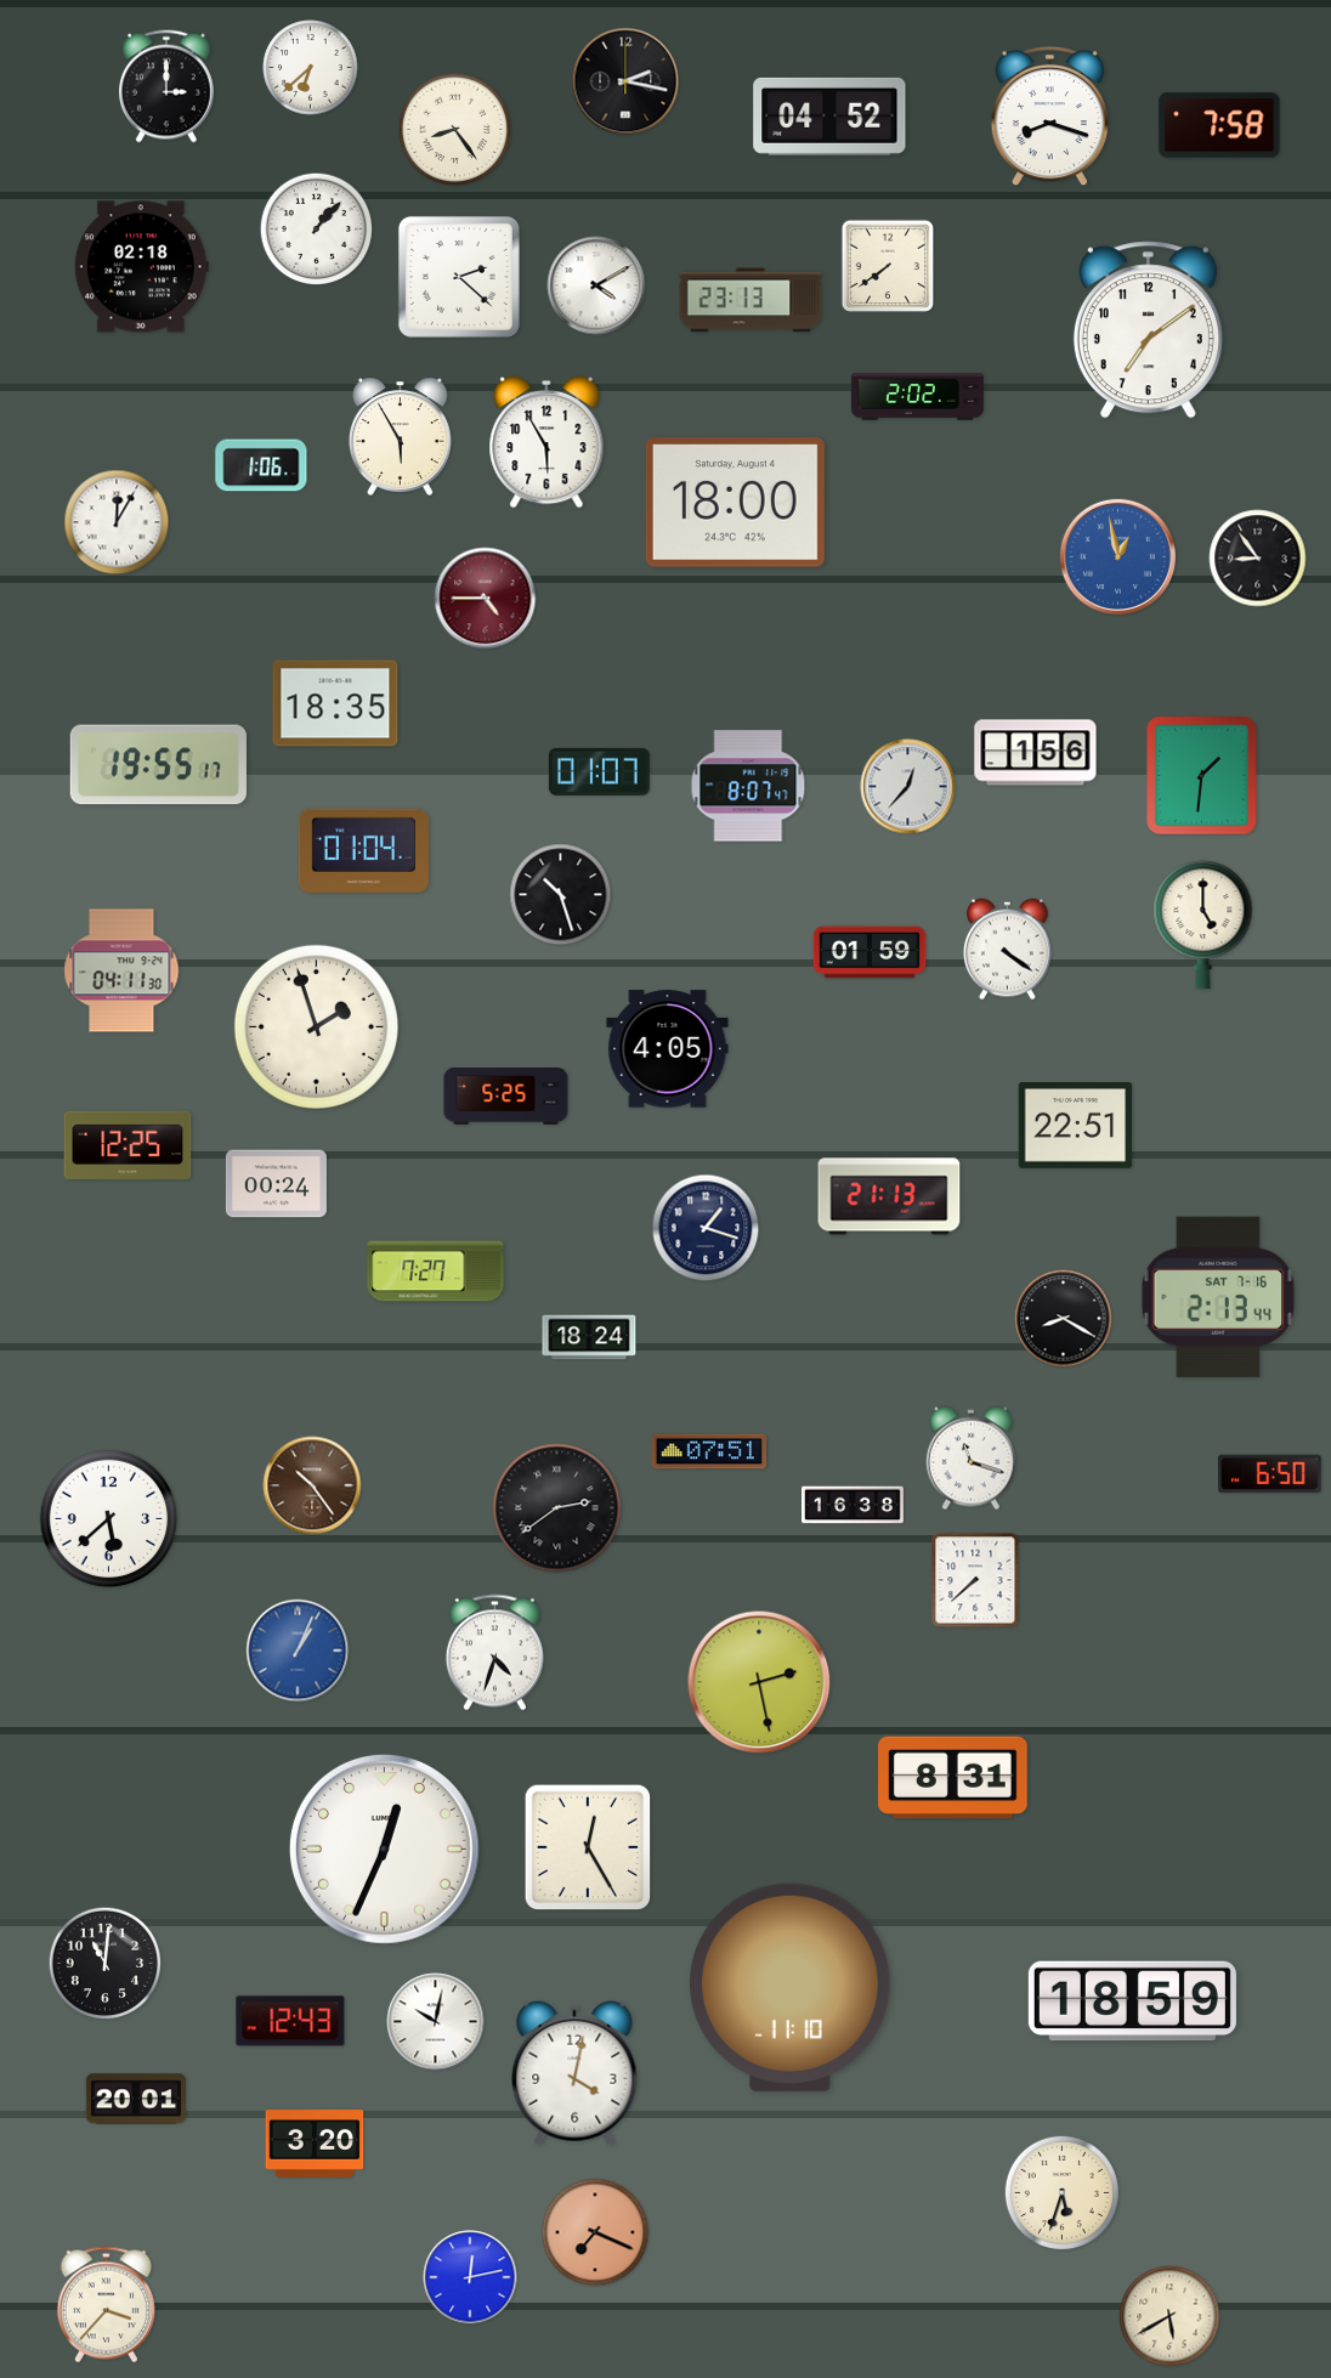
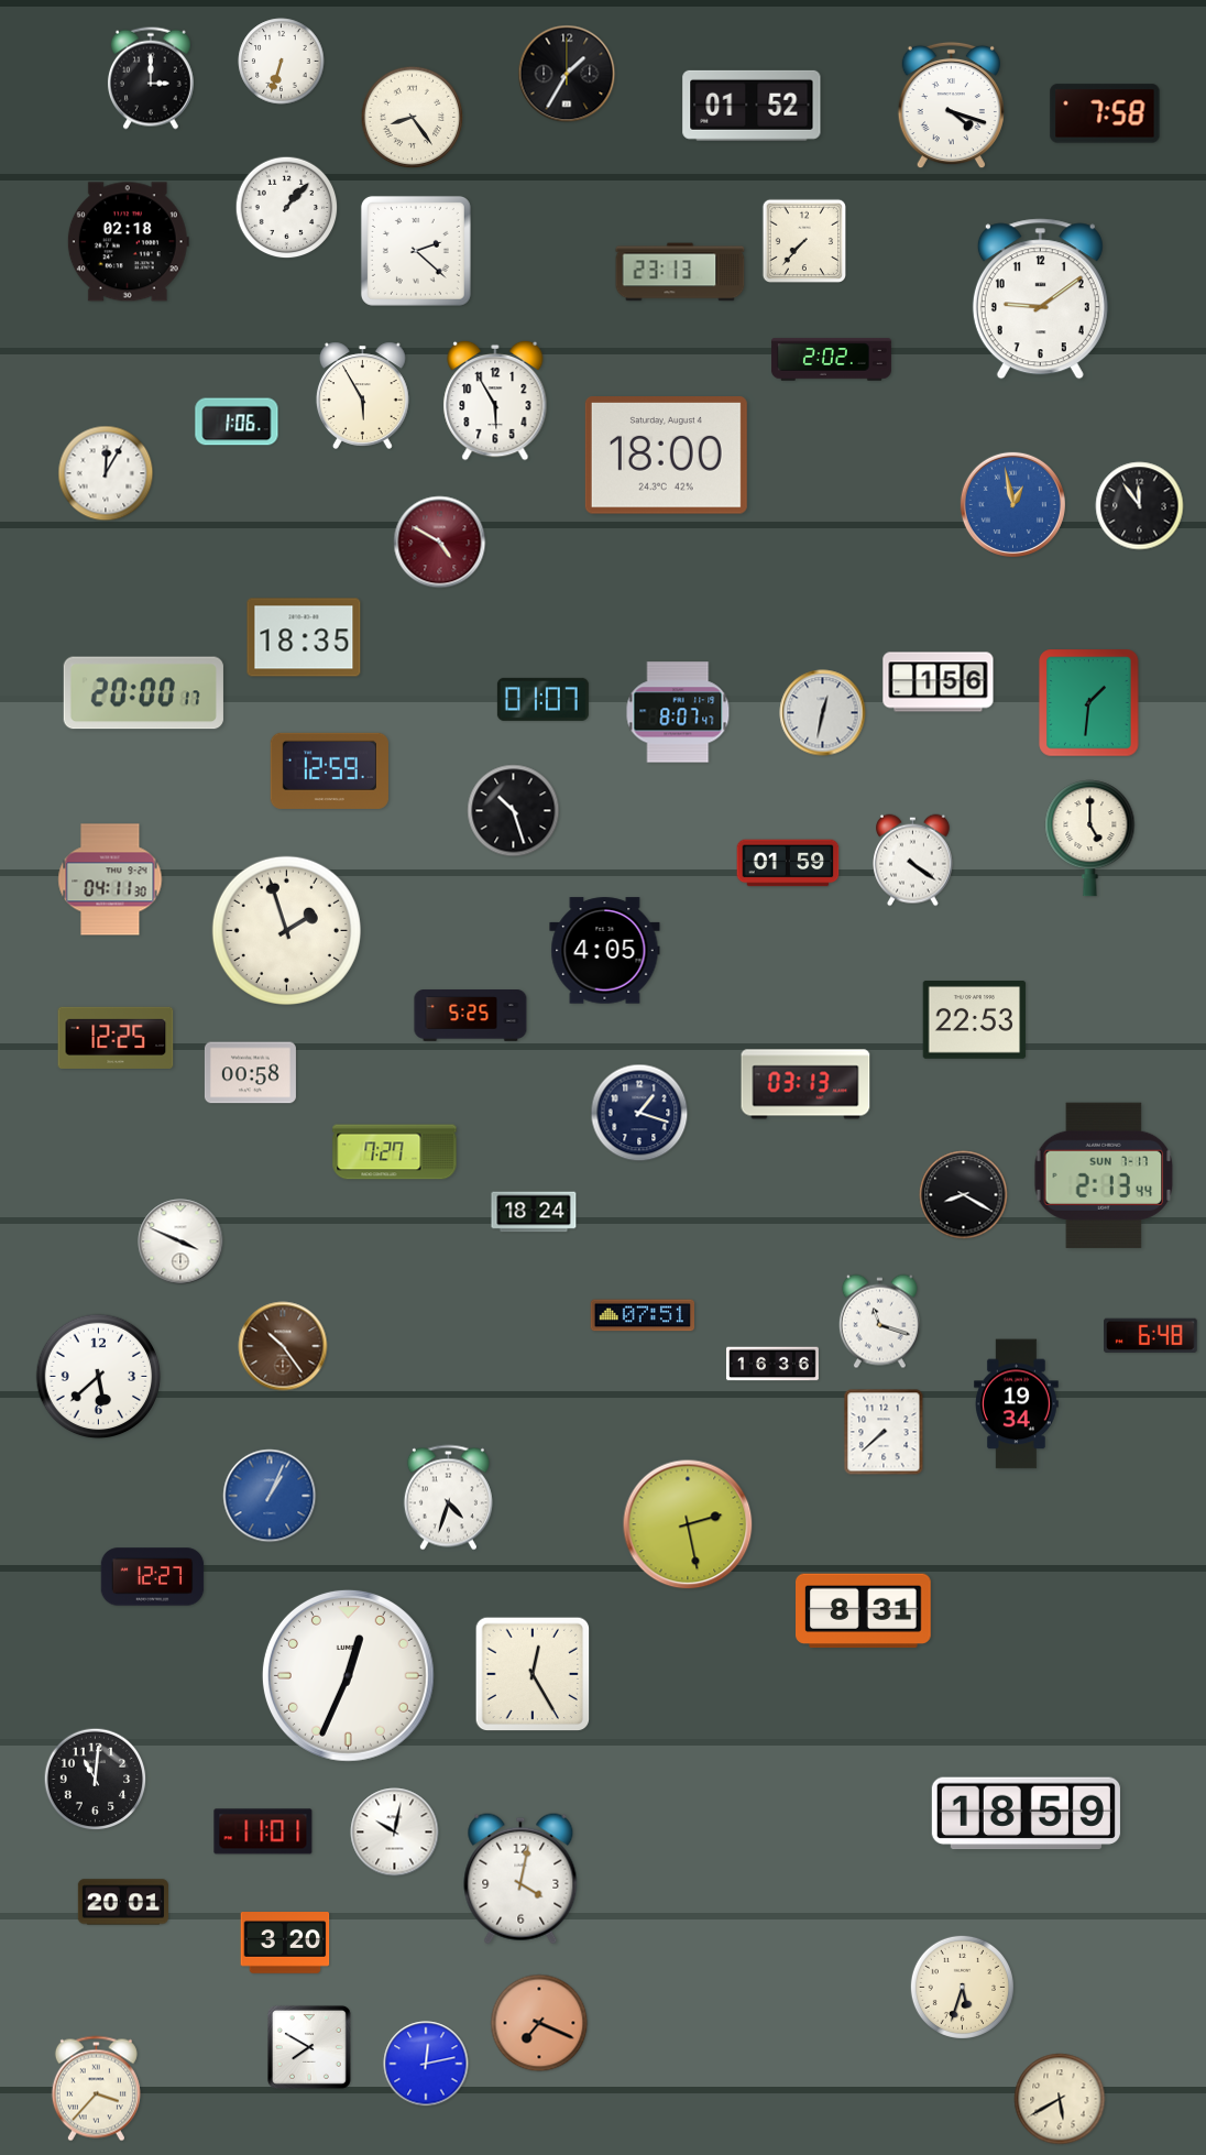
clock at (311, 68): 6:38 -> 6:33
clock at (625, 81): 2:17 -> 1:35
clock at (829, 117): 04:52 -> 01:52
clock at (1049, 117): 8:18 -> 4:18
clock at (887, 265): 7:39 -> 7:37
clock at (596, 285): 4:10 -> none
clock at (1148, 330): 7:09 -> 9:09
clock at (1258, 559): 8:54 -> 11:54
clock at (486, 599): 4:45 -> 4:50
clock at (158, 765): 19:55 -> 20:00
clock at (908, 787): 12:37 -> 12:32
clock at (363, 850): 01:04 -> 12:59
clock at (561, 895) position: (561, 895) -> (514, 811)
clock at (506, 1097) position: (506, 1097) -> (471, 1016)
clock at (1076, 1126): 22:51 -> 22:53
clock at (276, 1184): 00:24 -> 00:58
clock at (889, 1196): 21:13 -> 03:13
clock at (1218, 1297) date: SAT 7-16 -> SUN 7-17
clock at (180, 1241): none -> 3:49
clock at (1270, 1474): 6:50 -> 6:48
clock at (853, 1505): 16:38 -> 16:36
clock at (557, 1508): 2:39 -> none
clock at (1017, 1404): none -> 19:34
clock at (153, 1577): none -> 12:27
clock at (791, 1987): 11:10 -> none
clock at (290, 2021): 12:43 -> 11:01
clock at (309, 2047): none -> 7:50
